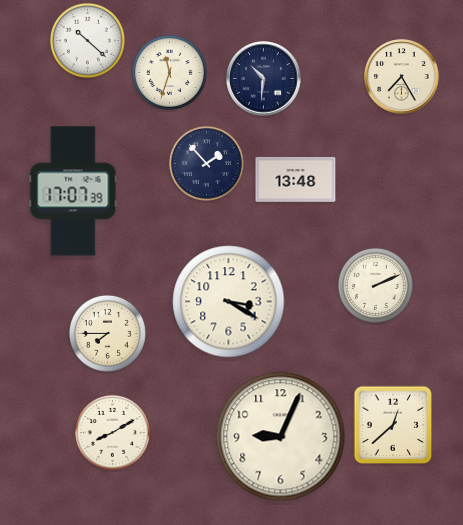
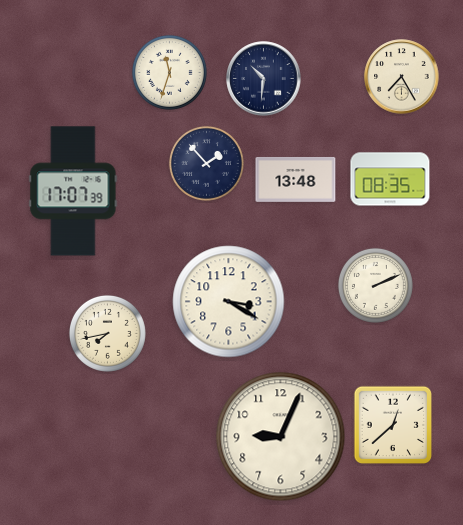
clock at (87, 40): 10:22 -> none
clock at (390, 179): none -> 08:35
clock at (107, 333): 7:45 -> 7:43
clock at (112, 432): 8:10 -> none
